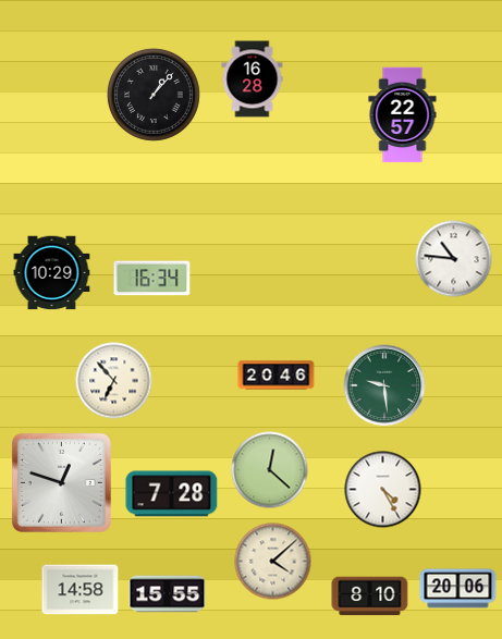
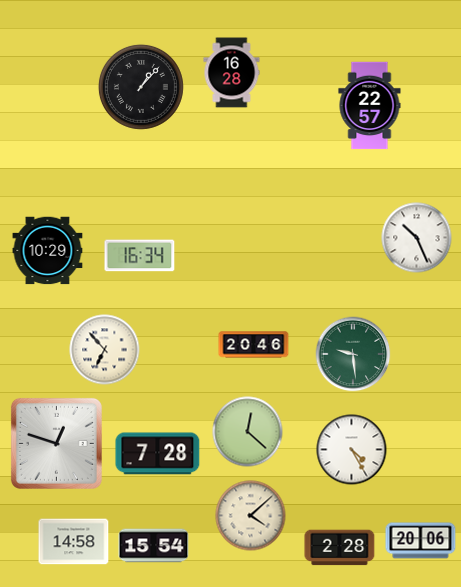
clock at (454, 259): 10:46 -> 10:26
clock at (168, 594): 15:55 -> 15:54
clock at (370, 597): 8:10 -> 2:28
